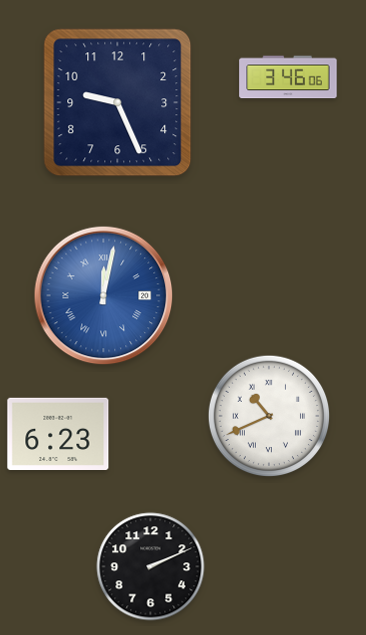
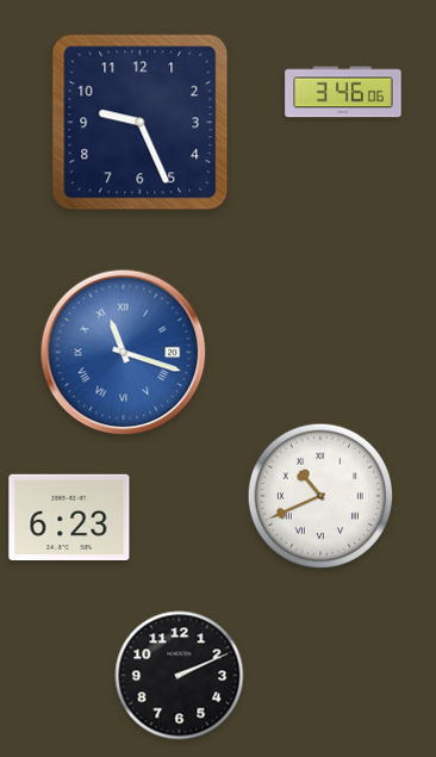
clock at (104, 296): 12:02 -> 11:18
